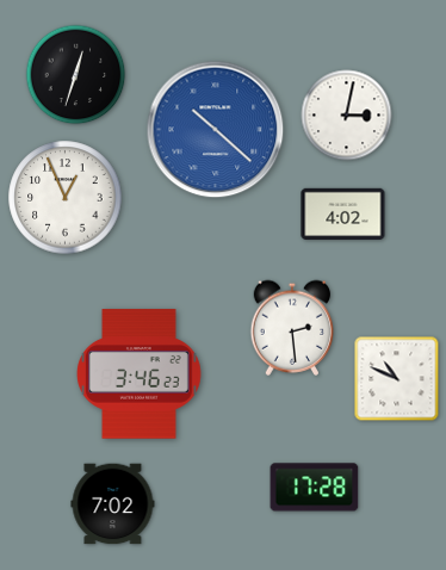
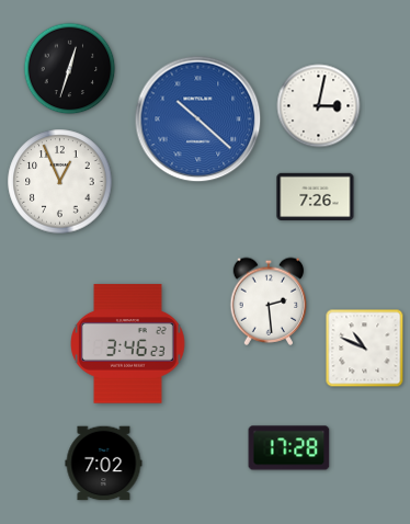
clock at (343, 213): 4:02 -> 7:26
